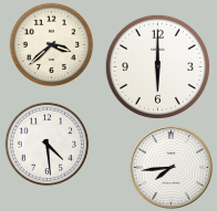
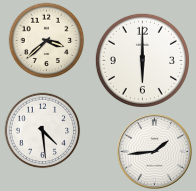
clock at (170, 167): 7:44 -> 1:44
